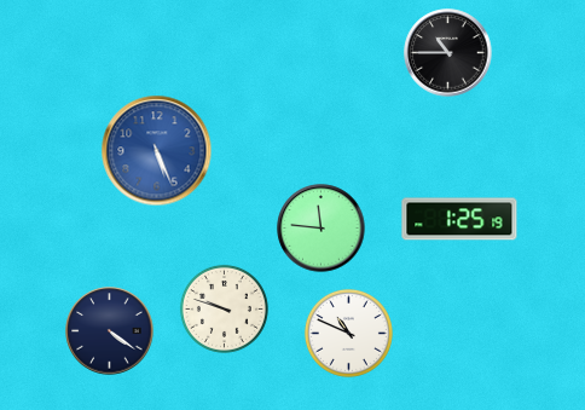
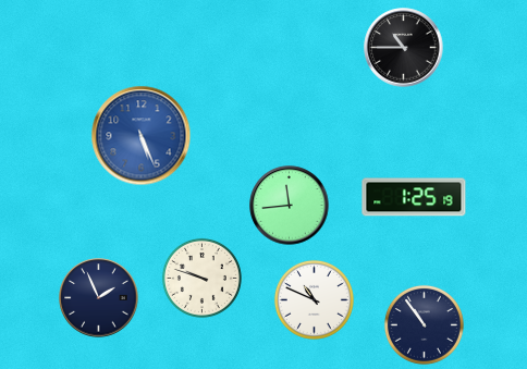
clock at (322, 229): 11:46 -> 11:44
clock at (110, 331): 4:21 -> 1:56
clock at (424, 324): none -> 10:54
